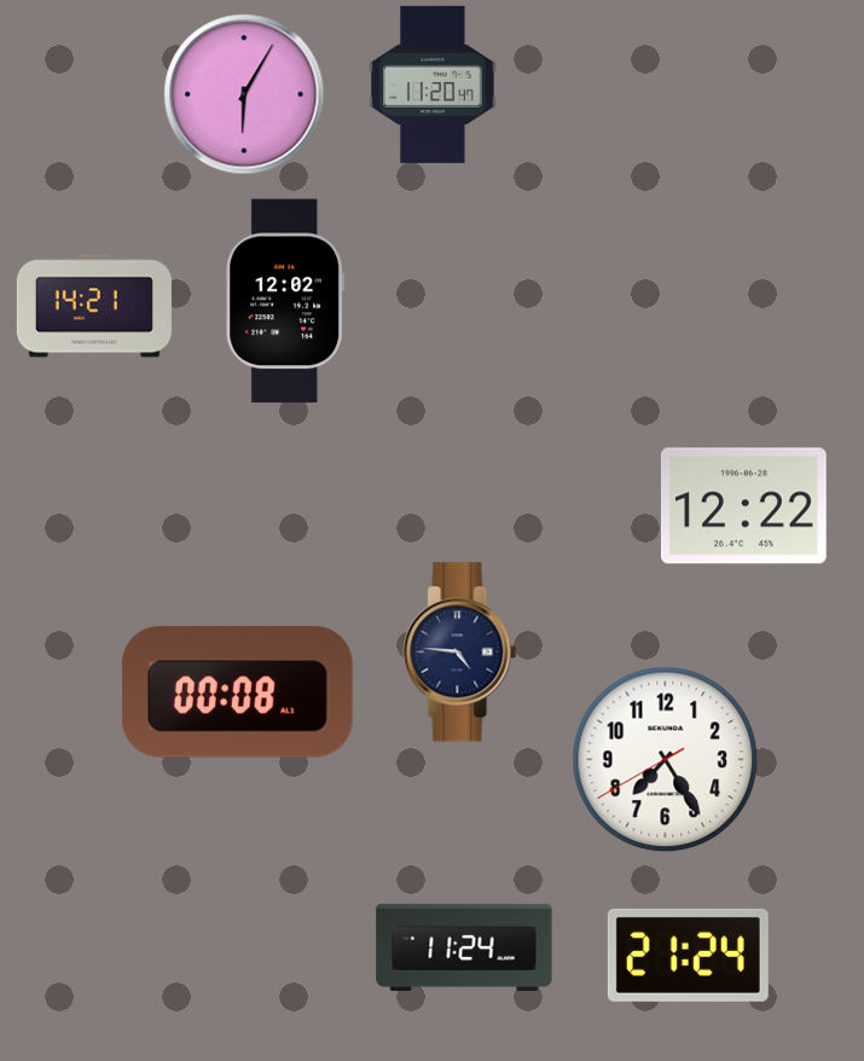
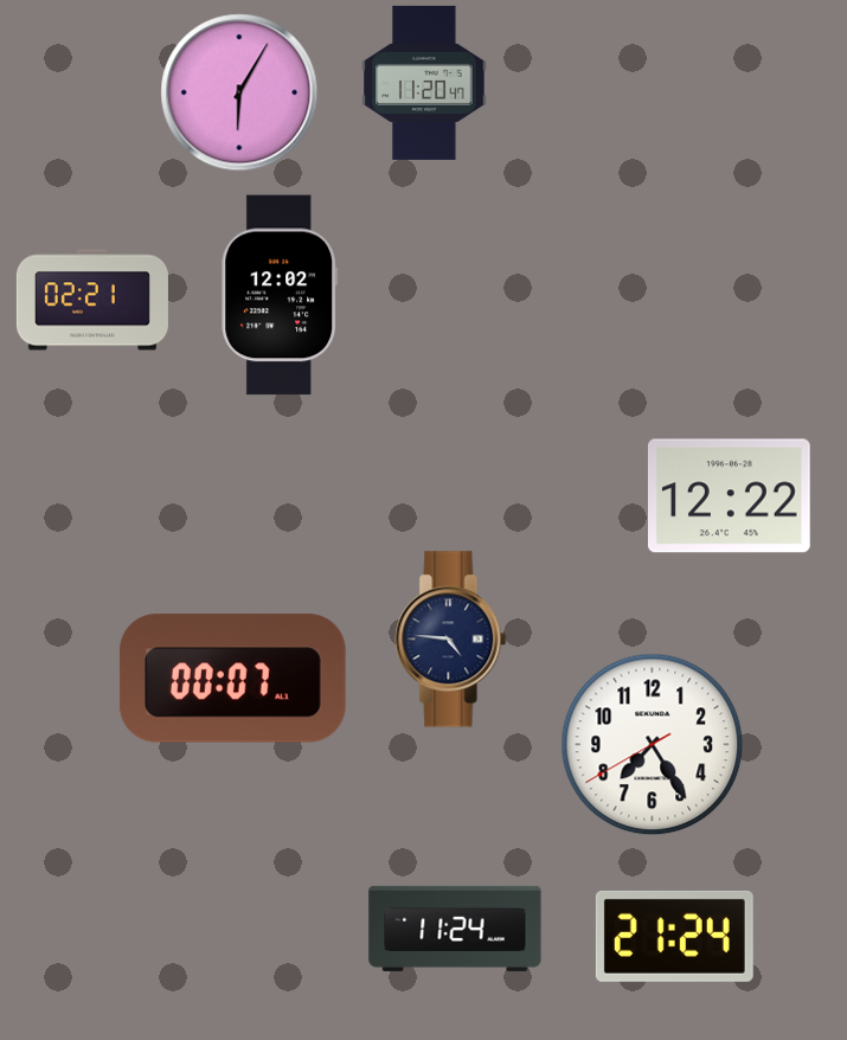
clock at (94, 306): 14:21 -> 02:21
clock at (237, 692): 00:08 -> 00:07
